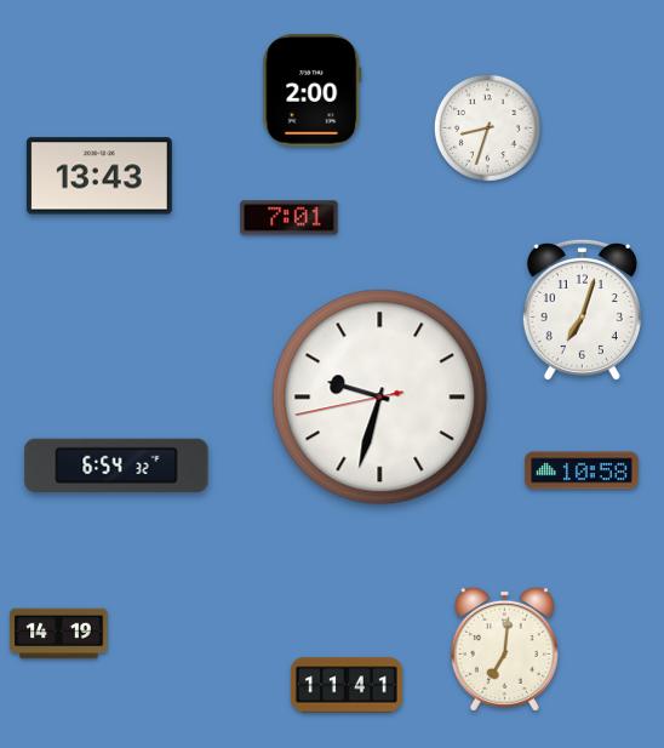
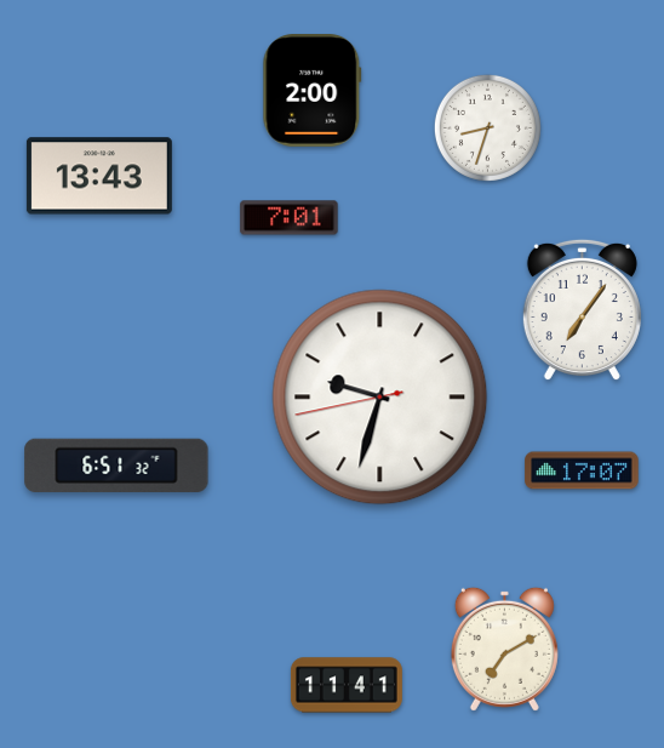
clock at (582, 310): 7:03 -> 7:06
clock at (116, 466): 6:54 -> 6:51
clock at (582, 470): 10:58 -> 17:07
clock at (59, 634): 14:19 -> none
clock at (504, 649): 7:01 -> 7:10
